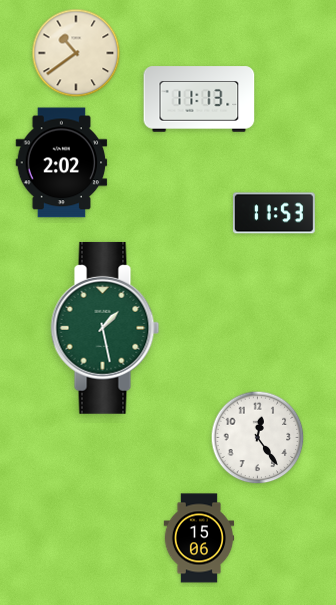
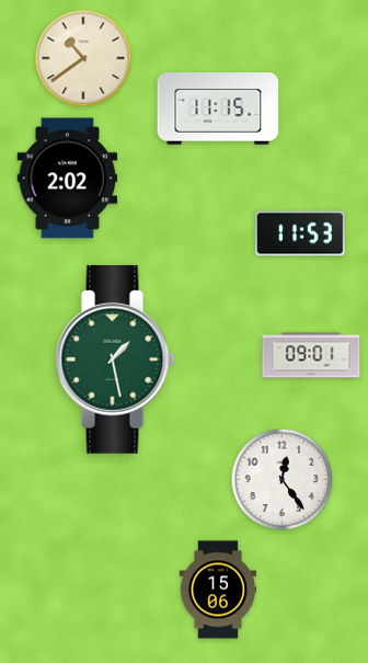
clock at (199, 99): 11:13 -> 11:15
clock at (311, 355): none -> 09:01
